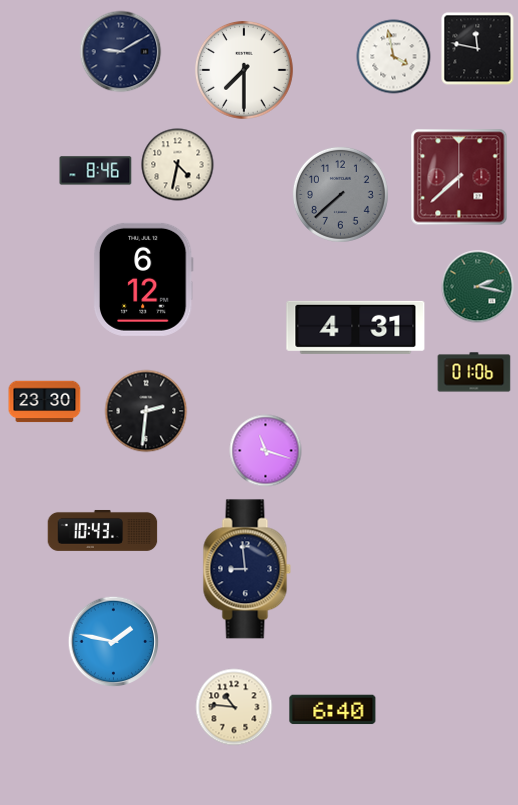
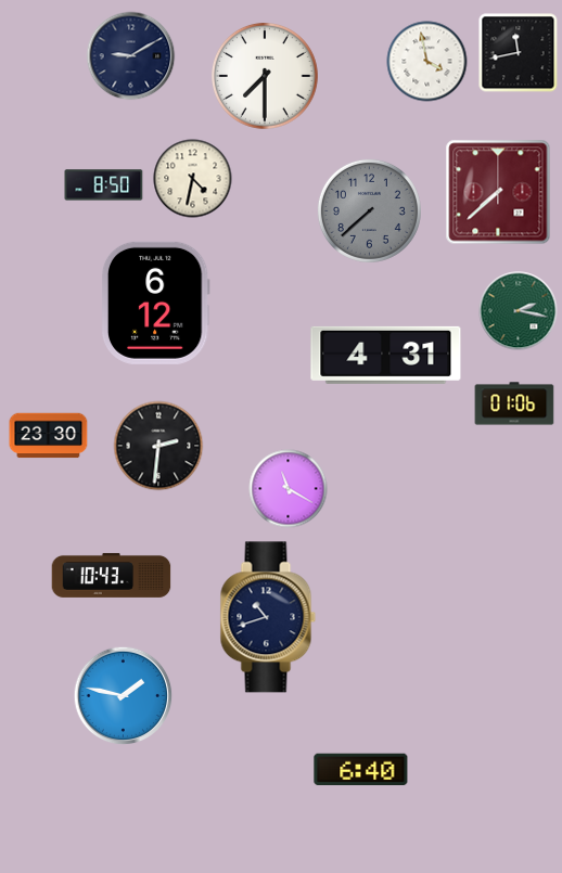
clock at (478, 49): 11:47 -> 11:43
clock at (96, 171): 8:46 -> 8:50
clock at (266, 451): 11:18 -> 11:20
clock at (247, 569): 8:59 -> 10:42
clock at (234, 707): 10:46 -> none
